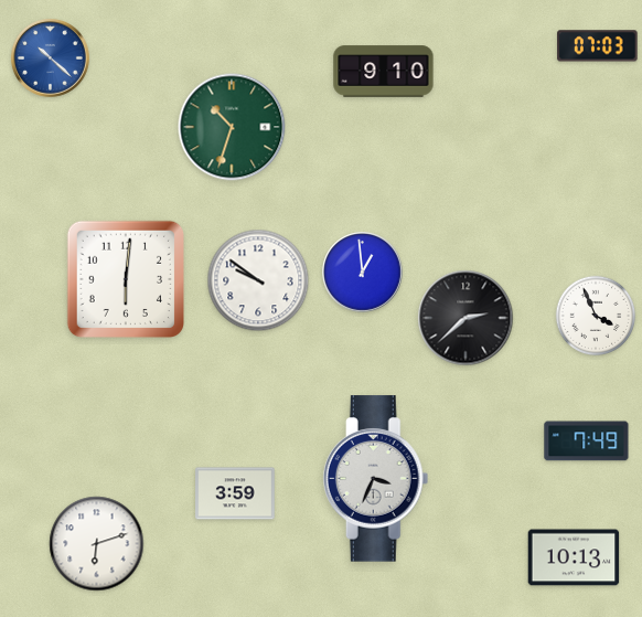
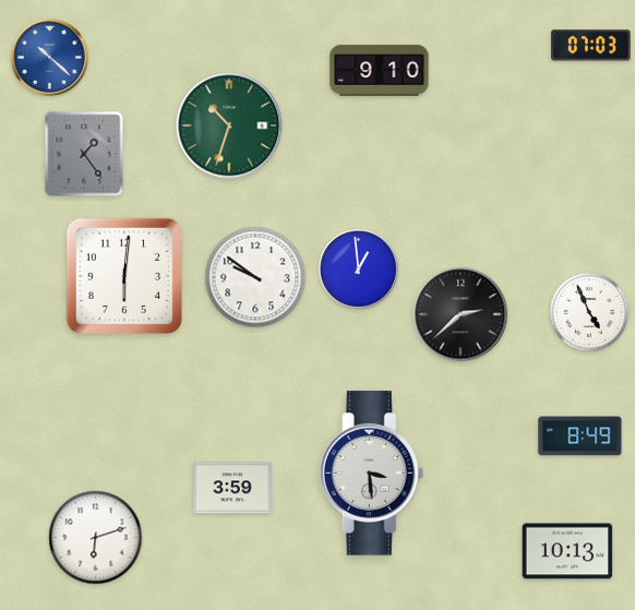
clock at (84, 154): none -> 1:24
clock at (596, 316): 3:56 -> 4:56
clock at (587, 442): 7:49 -> 8:49
clock at (376, 479): 3:34 -> 3:29
